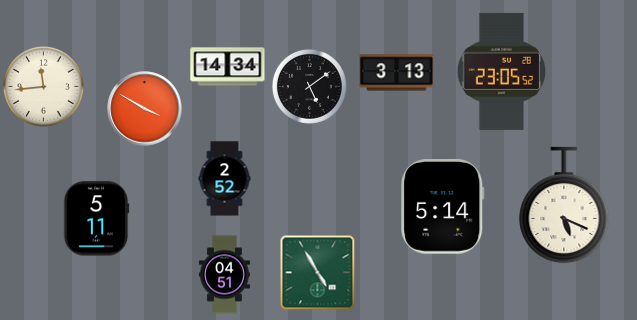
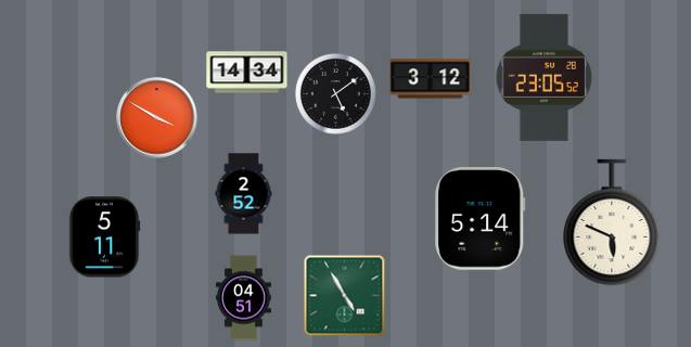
clock at (397, 73): 3:13 -> 3:12
clock at (44, 87): 11:44 -> none
clock at (564, 205): 5:19 -> 5:49
clock at (443, 207) position: (443, 207) -> (481, 219)
